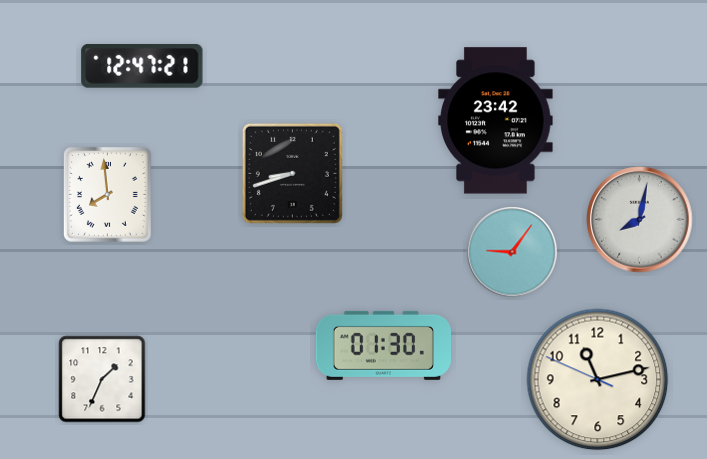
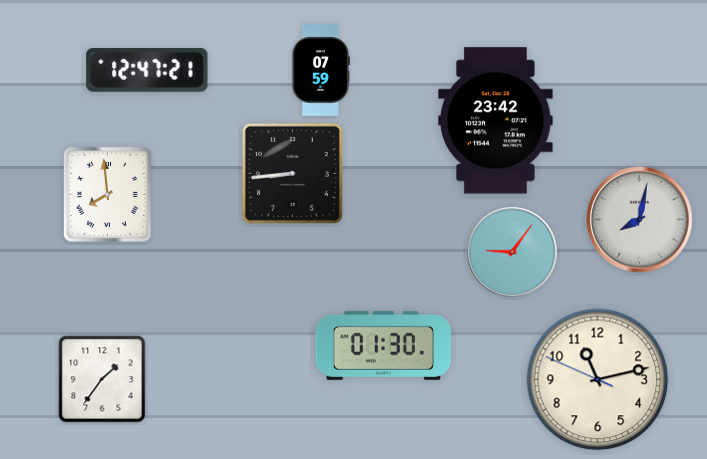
clock at (142, 67) position: (142, 67) -> (147, 71)
clock at (320, 70): none -> 07:59
clock at (292, 173): 8:42 -> 8:44
clock at (102, 379): 1:34 -> 1:36
